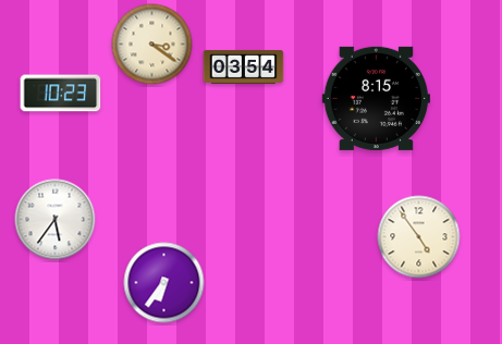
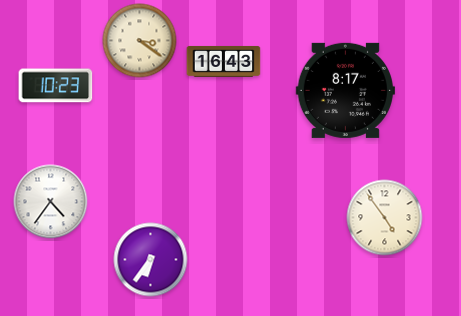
clock at (244, 66): 03:54 -> 16:43
clock at (376, 98): 8:15 -> 8:17
clock at (56, 220): 5:36 -> 4:36
